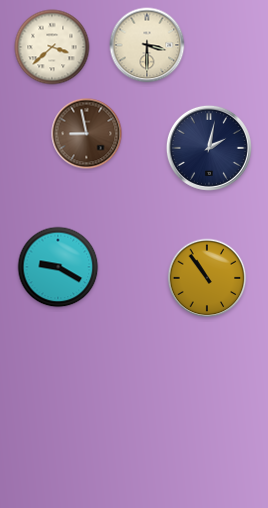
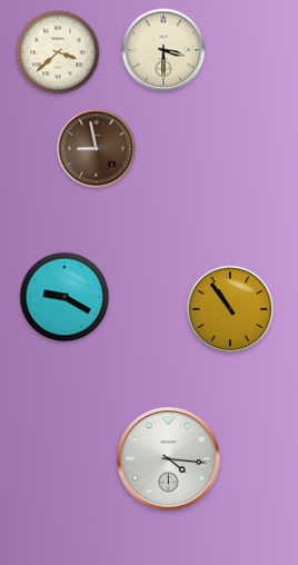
clock at (209, 148): 2:02 -> none
clock at (169, 459): none -> 4:16
